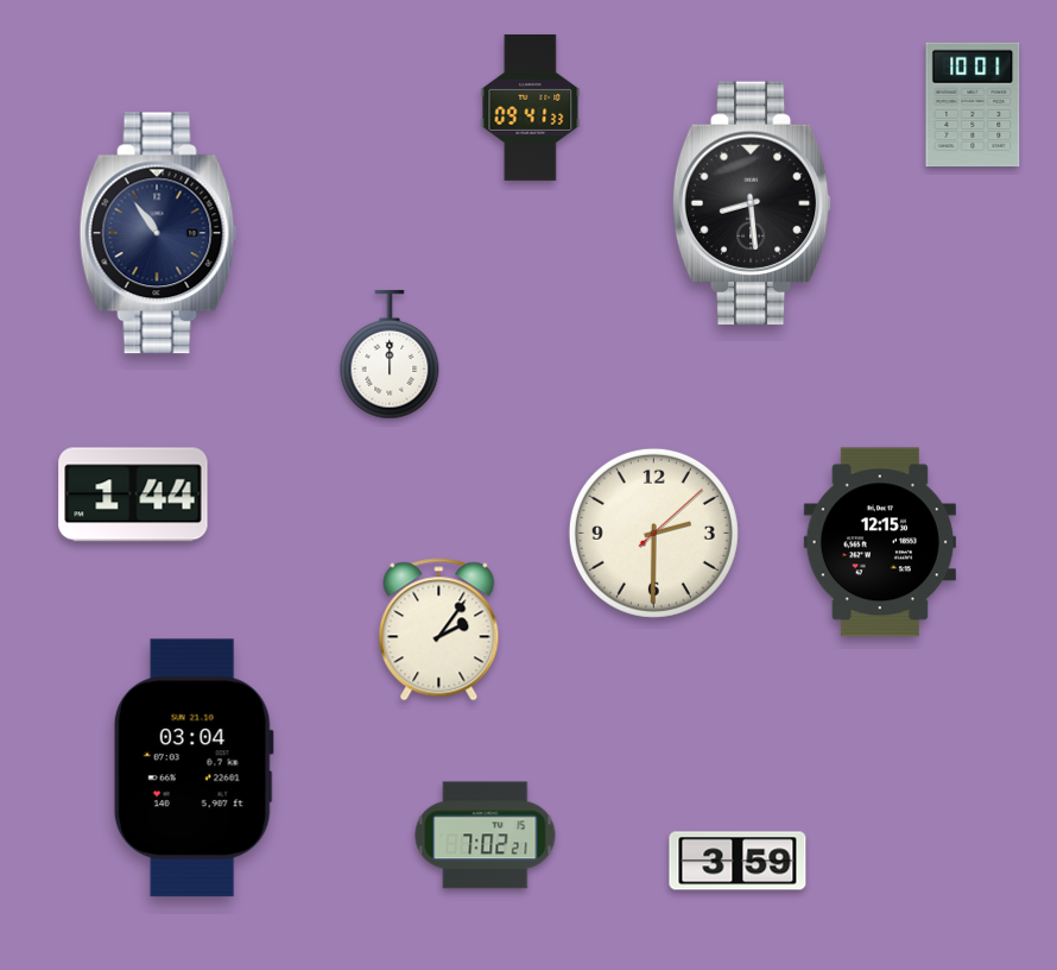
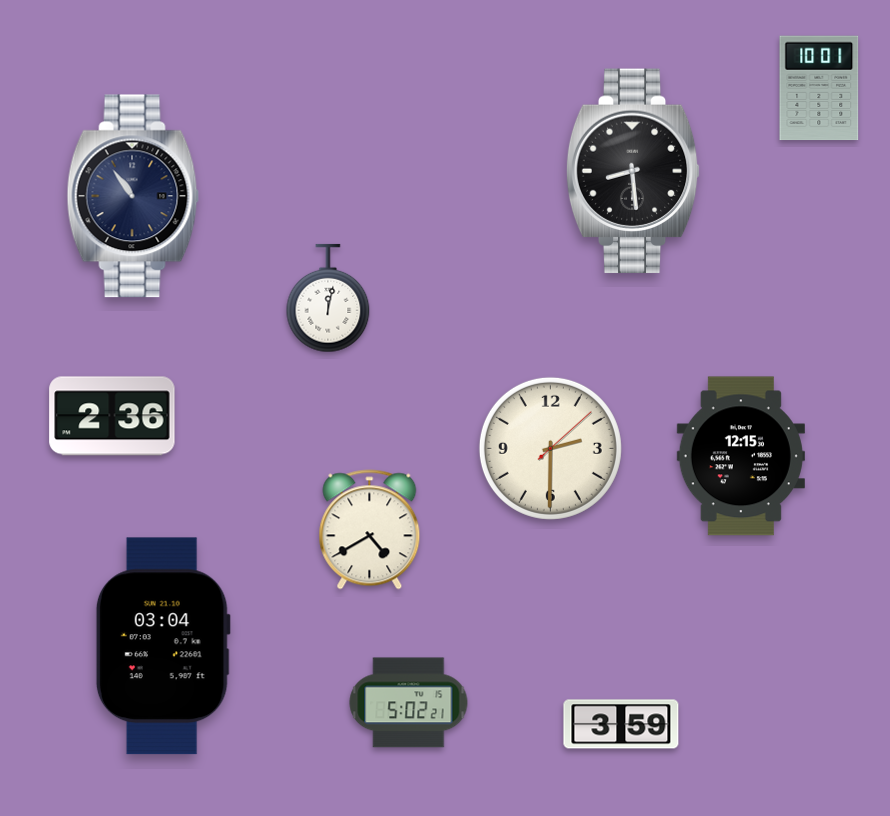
clock at (531, 107): 09:41 -> none
clock at (390, 354): 12:00 -> 12:02
clock at (133, 495): 1:44 -> 2:36
clock at (439, 630): 2:06 -> 4:40
clock at (486, 836): 7:02 -> 5:02
